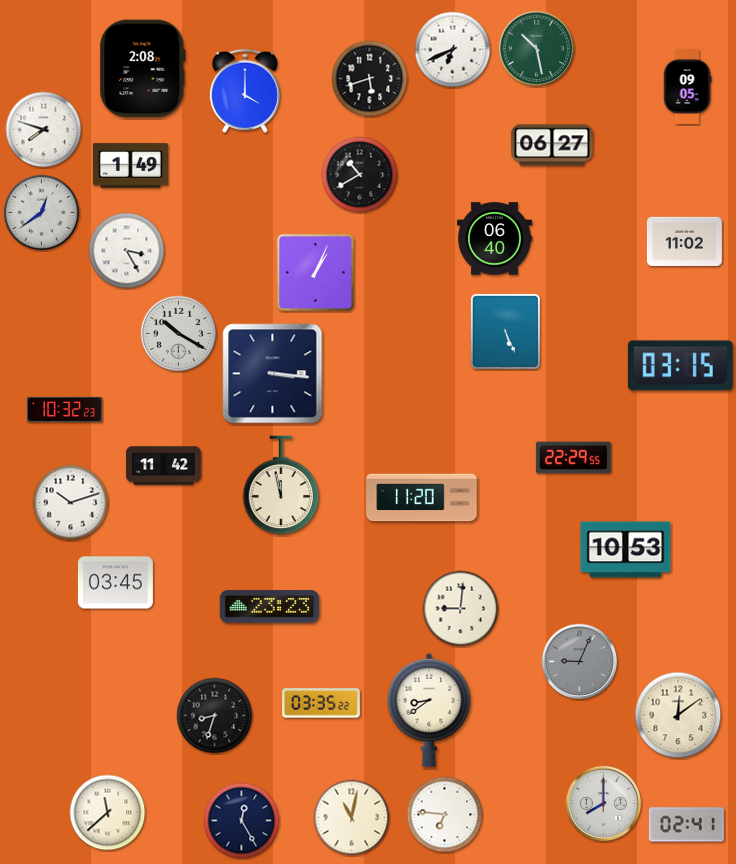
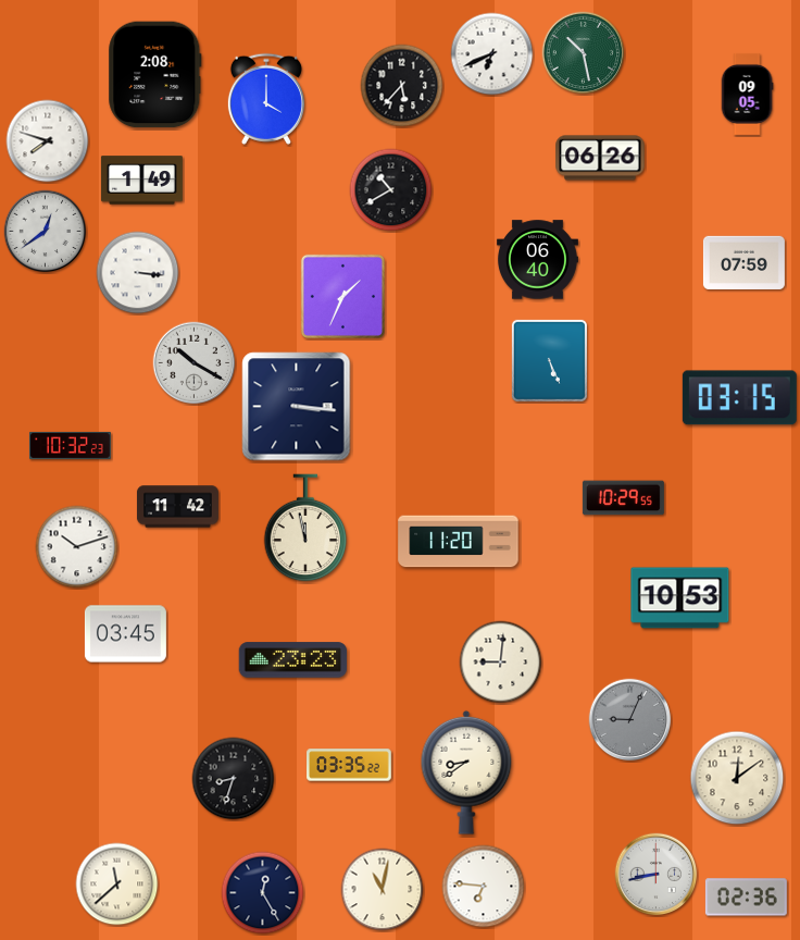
clock at (370, 79): 5:42 -> 5:37
clock at (552, 145): 06:27 -> 06:26
clock at (684, 241): 11:02 -> 07:59
clock at (127, 251): 3:25 -> 3:16
clock at (315, 272): 1:04 -> 1:34
clock at (573, 458): 22:29 -> 10:29
clock at (604, 804): 8:00 -> 8:43
clock at (686, 825): 02:41 -> 02:36
